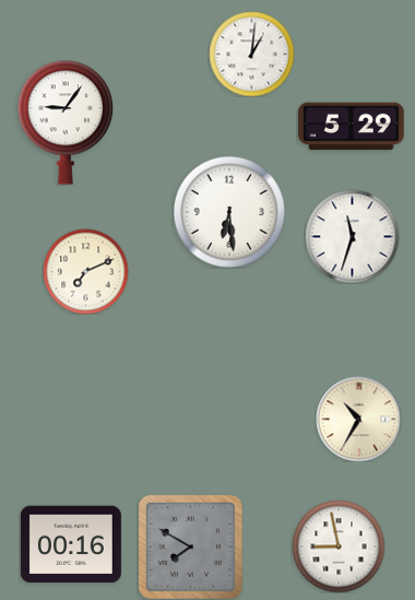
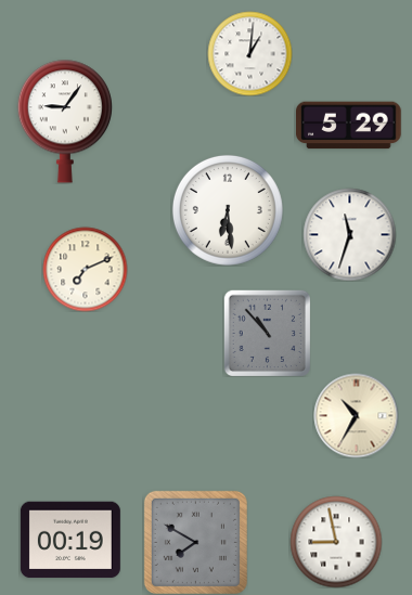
clock at (267, 333): none -> 10:53
clock at (71, 544): 00:16 -> 00:19
clock at (190, 546) position: (190, 546) -> (195, 542)
